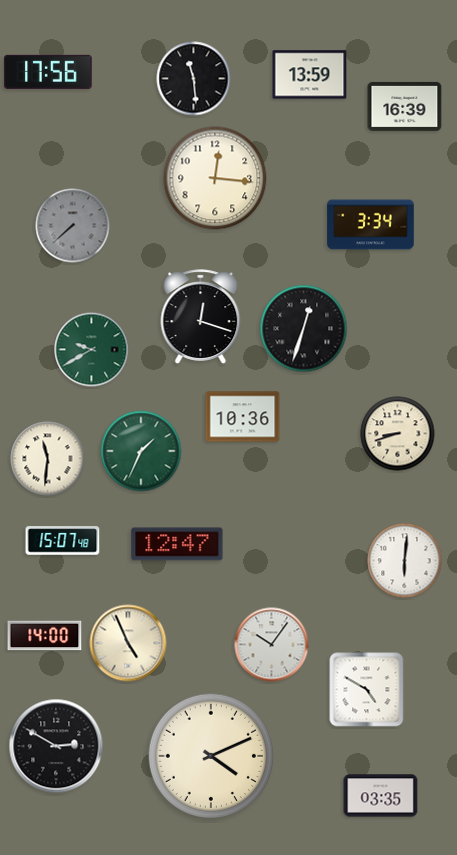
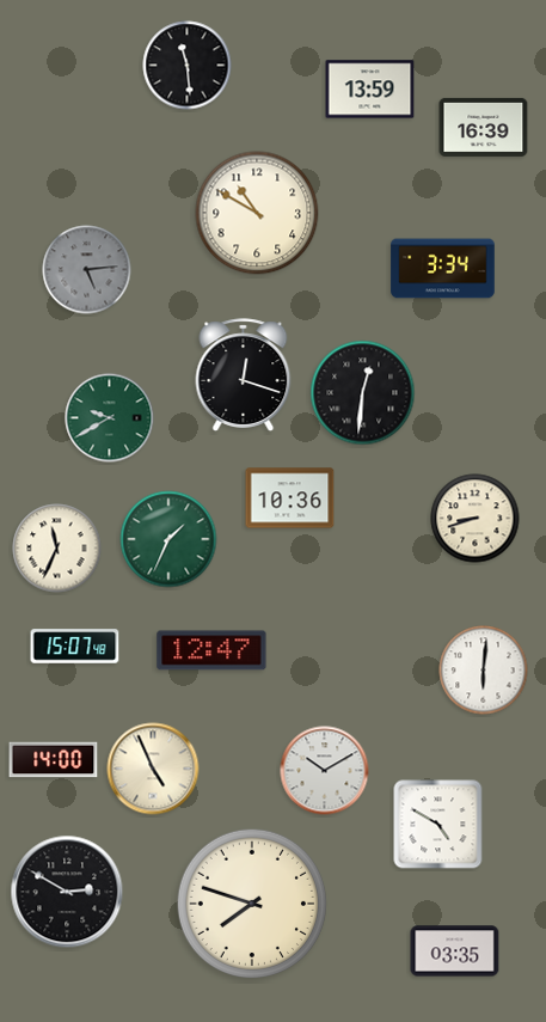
clock at (48, 72): 17:56 -> none
clock at (194, 79) position: (194, 79) -> (188, 66)
clock at (215, 178): 12:16 -> 10:50
clock at (73, 226): 7:38 -> 5:14
clock at (201, 317) position: (201, 317) -> (244, 375)
clock at (304, 329): 12:33 -> 12:31
clock at (48, 459): 11:31 -> 11:34
clock at (272, 645): 10:06 -> 10:10
clock at (210, 755): 4:11 -> 7:48
